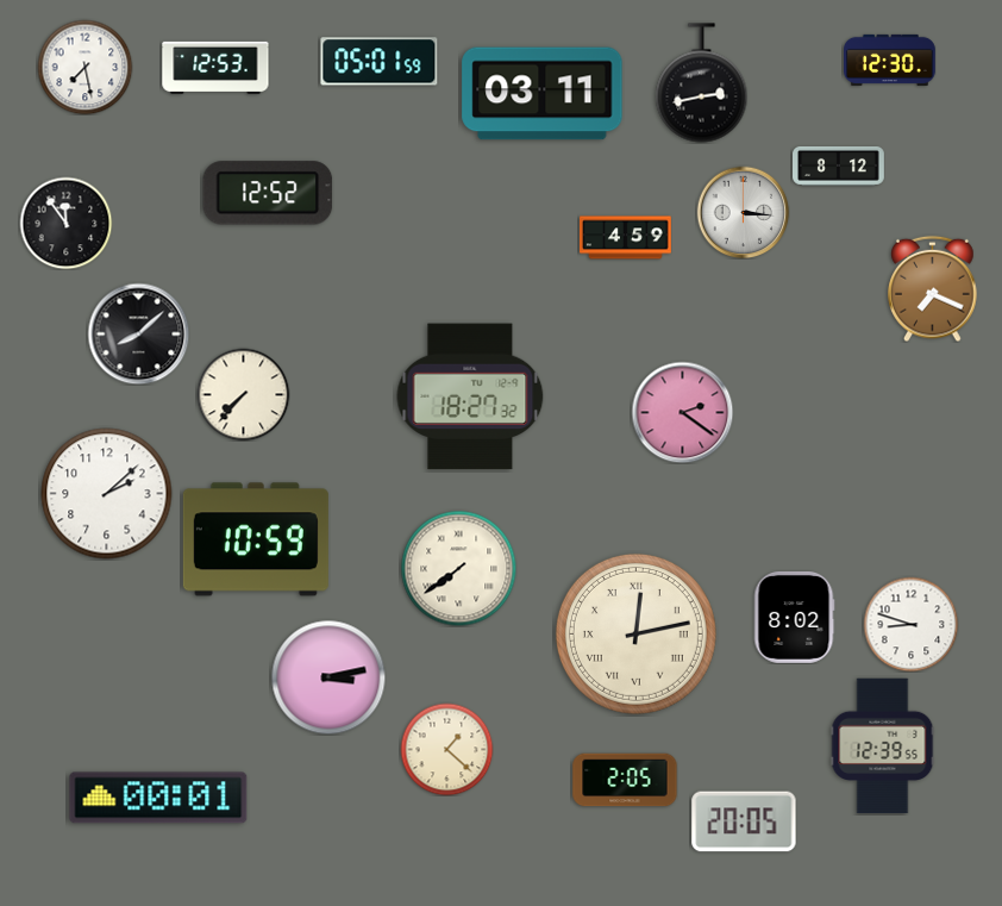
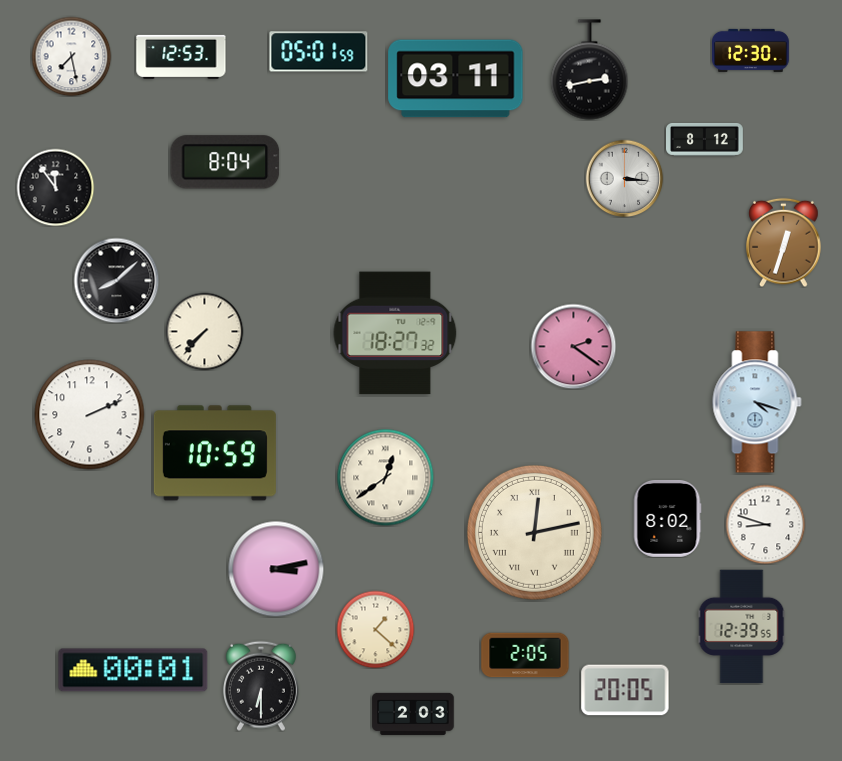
clock at (890, 60) position: (890, 60) -> (751, 50)
clock at (268, 193): 12:52 -> 8:04
clock at (626, 238): 4:59 -> none
clock at (933, 288): 7:19 -> 12:33
clock at (757, 402): none -> 4:18
clock at (107, 494): 2:08 -> 2:11
clock at (458, 568): 7:39 -> 12:39
clock at (261, 686): none -> 6:30
clock at (413, 714): none -> 2:03
